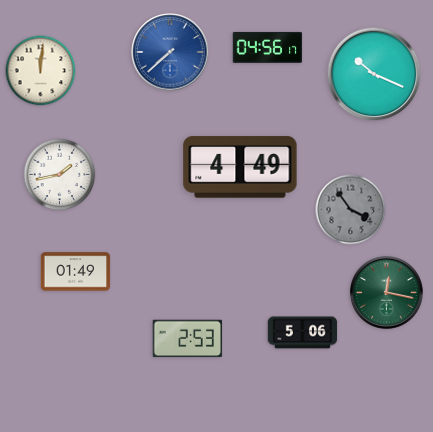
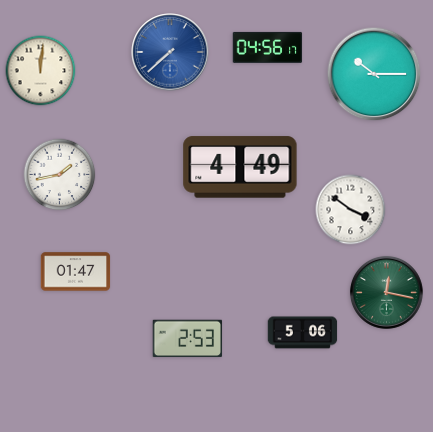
clock at (374, 74): 10:19 -> 10:15
clock at (351, 210): 3:54 -> 3:51
clock at (351, 210) dial: grey -> white
clock at (76, 272): 01:49 -> 01:47
